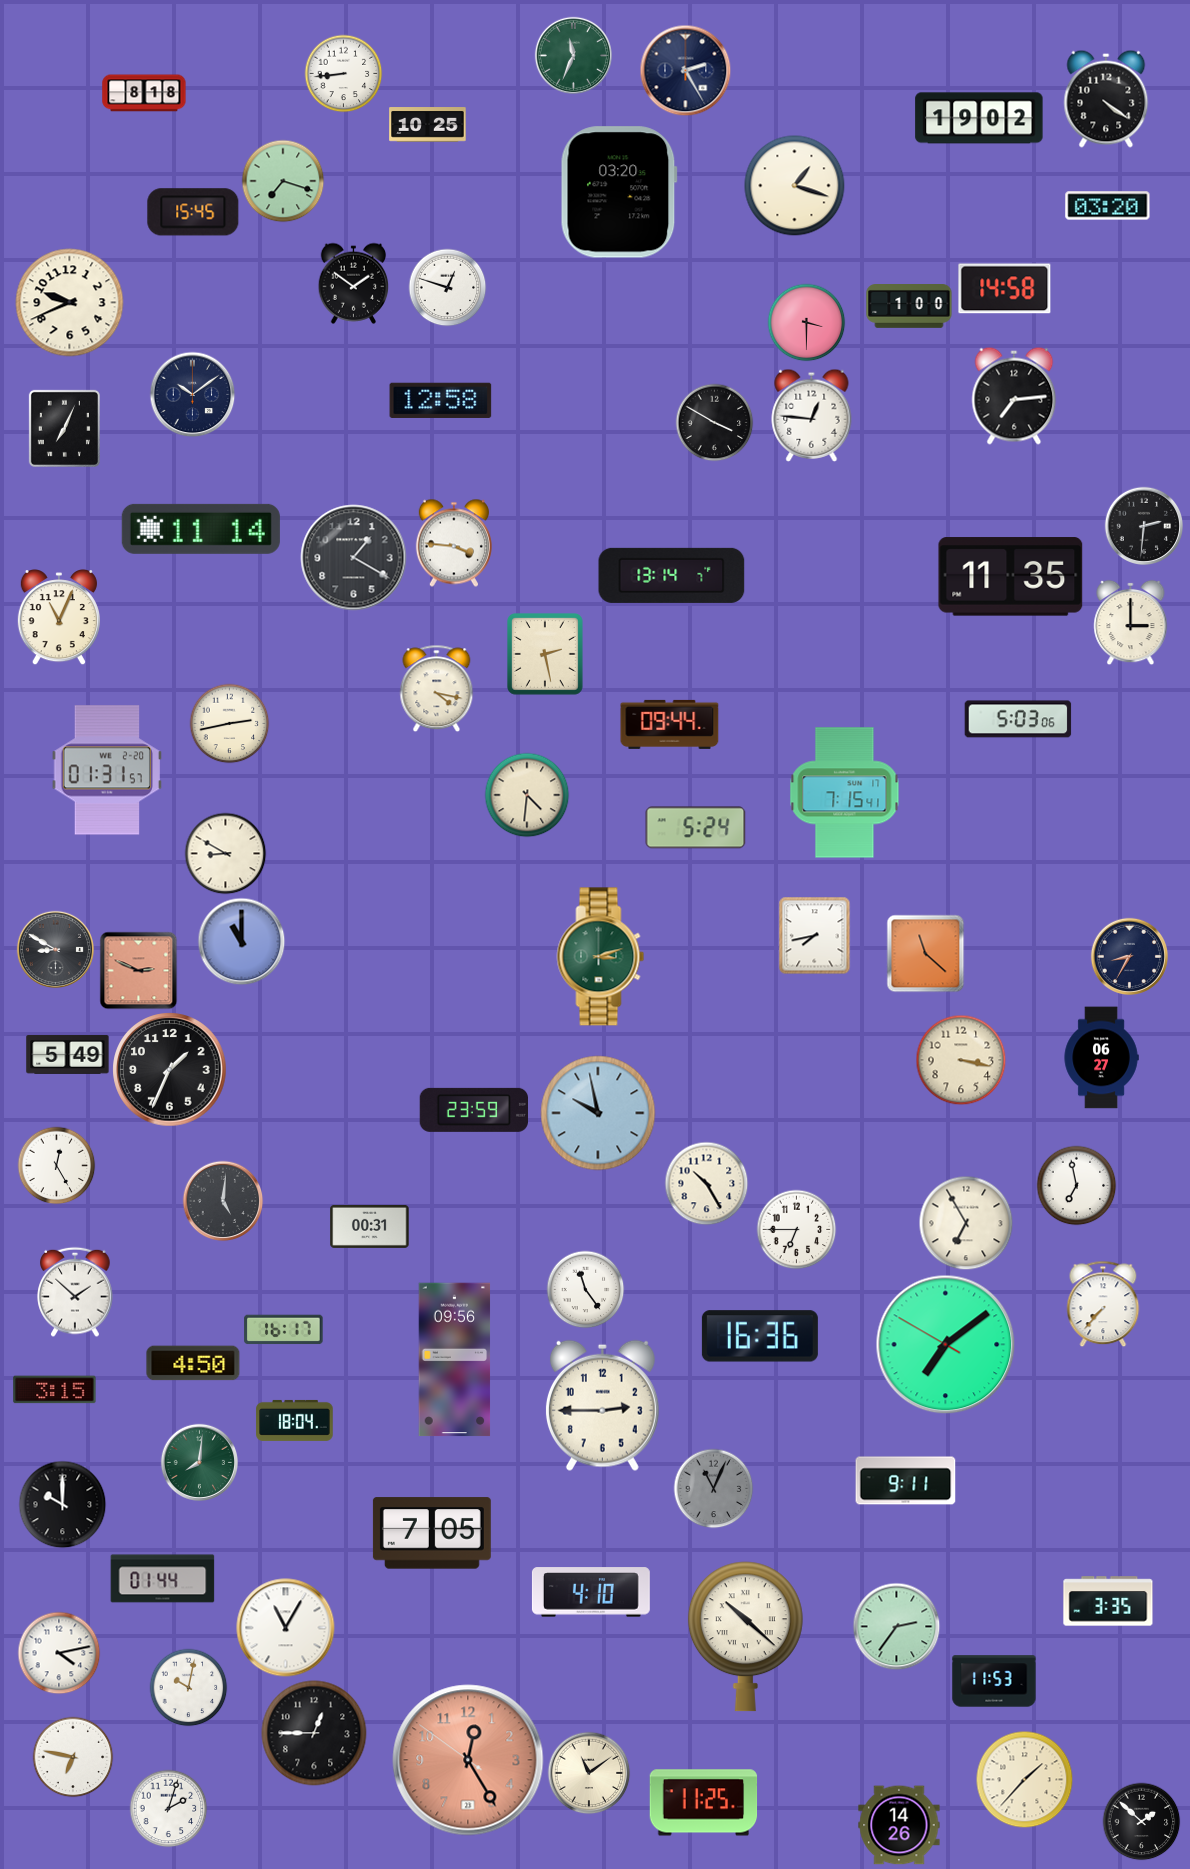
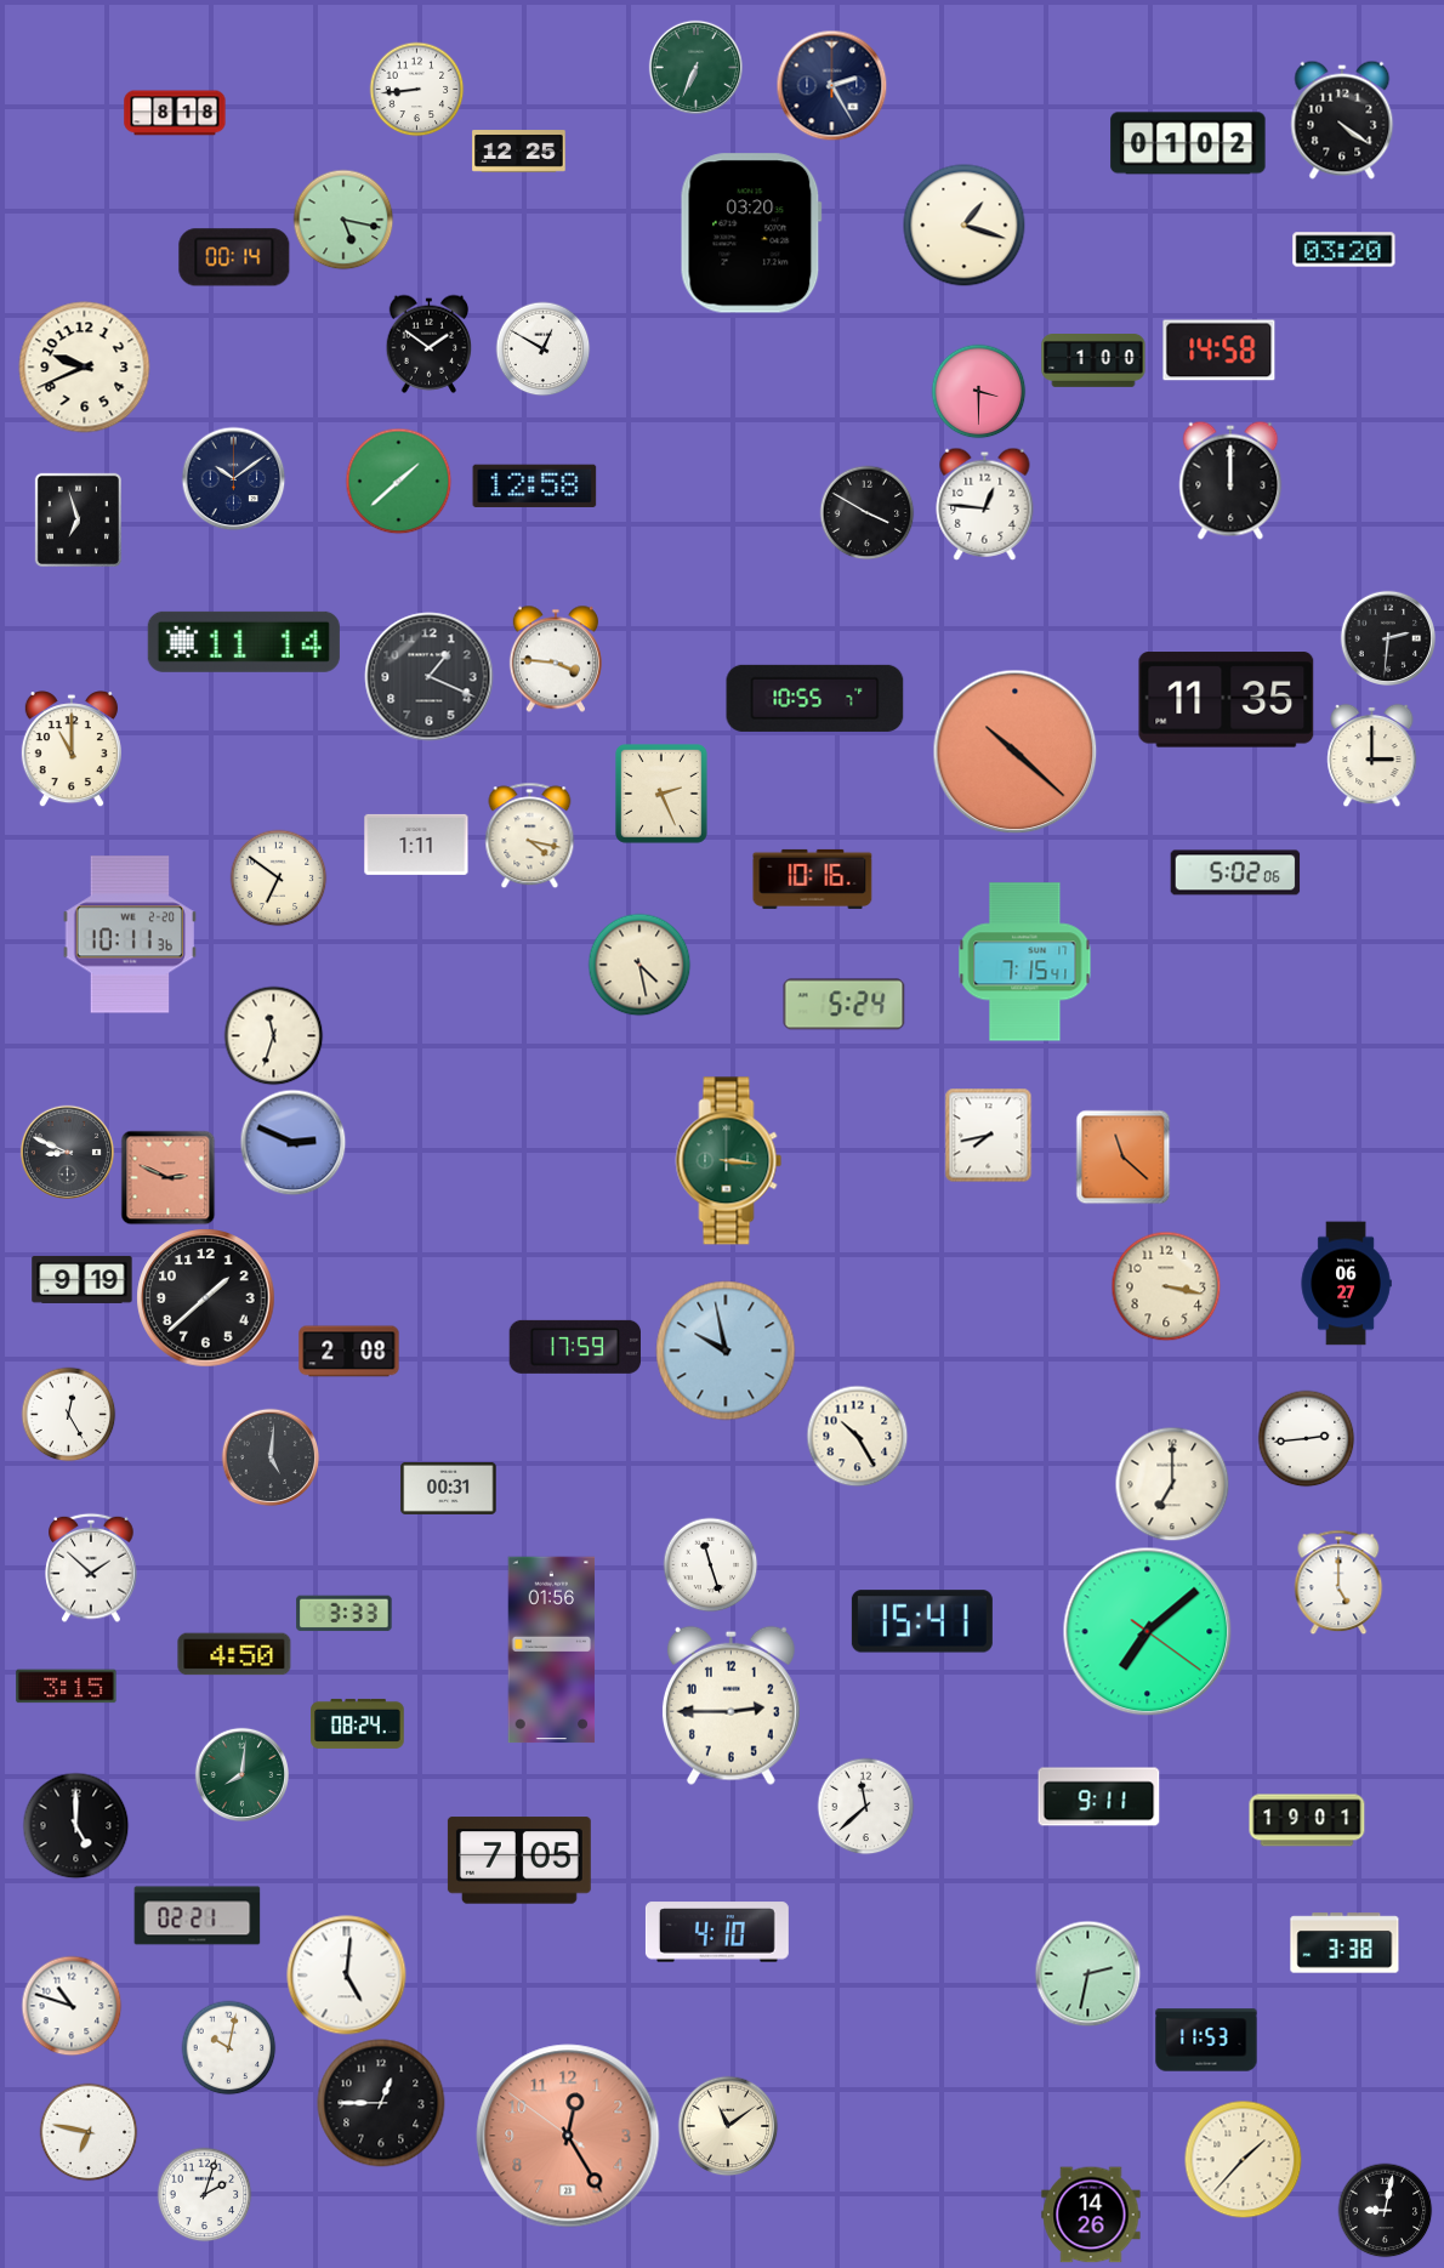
clock at (573, 55): 11:34 -> 6:34
clock at (979, 118): 19:02 -> 01:02
clock at (428, 125): 10:25 -> 12:25
clock at (283, 181): 7:18 -> 5:17
clock at (193, 212): 15:45 -> 00:14
clock at (447, 287): 12:48 -> 12:50
clock at (909, 307) position: (909, 307) -> (1093, 362)
clock at (398, 481): none -> 1:38
clock at (1014, 396): 7:14 -> 12:00
clock at (64, 428): 7:04 -> 6:57
clock at (454, 543) position: (454, 543) -> (556, 659)
clock at (354, 558): 1:20 -> 1:19
clock at (672, 575): 13:14 -> 10:55
clock at (59, 617): 11:04 -> 11:00
clock at (1016, 752): none -> 10:22
clock at (546, 655): 2:28 -> 2:26
clock at (416, 845): none -> 1:11
clock at (1018, 719): 5:03 -> 5:02
clock at (229, 723): 2:43 -> 6:51
clock at (670, 724): 09:44 -> 10:16
clock at (106, 770): 01:31 -> 10:11
clock at (527, 795): 4:31 -> 4:28
clock at (225, 853): 8:50 -> 11:33
clock at (241, 941): 11:00 -> 2:49
clock at (55, 949): 8:50 -> 8:49
clock at (1129, 956): 8:35 -> none
clock at (601, 957): 3:12 -> 3:16
clock at (68, 1054): 5:49 -> 9:19
clock at (1101, 1058) position: (1101, 1058) -> (1346, 1284)
clock at (170, 1070): 1:34 -> 1:38
clock at (473, 1110): 23:59 -> 17:59
clock at (349, 1352): none -> 2:08
clock at (1076, 1185): 6:58 -> 2:44
clock at (966, 1223): 6:55 -> 7:00
clock at (796, 1229): 6:45 -> none
clock at (585, 1289): 11:24 -> 11:27
clock at (1103, 1304): 7:37 -> 5:00
clock at (284, 1330): 16:17 -> 3:33
clock at (760, 1336): 16:36 -> 15:41
clock at (946, 1345): 7:08:50 -> 7:08:21
clock at (455, 1360): 09:56 -> 01:56
clock at (295, 1420): 18:04 -> 08:24
clock at (713, 1488): 11:04 -> 11:38
clock at (713, 1488) dial: grey -> white
clock at (1307, 1820): none -> 19:01
clock at (62, 1504): 10:00 -> 5:00
clock at (432, 1533) position: (432, 1533) -> (519, 1860)
clock at (163, 1579): 01:44 -> 02:21
clock at (1108, 1601): 3:35 -> 3:38
clock at (896, 1626): 2:36 -> 2:32
clock at (286, 1628): 11:05 -> 5:01
clock at (745, 1637): 10:22 -> none
clock at (59, 1653): 4:13 -> 10:48
clock at (589, 1773) position: (589, 1773) -> (728, 2126)
clock at (704, 1803): 11:25 -> none
clock at (1141, 1821): 1:52 -> 9:02
